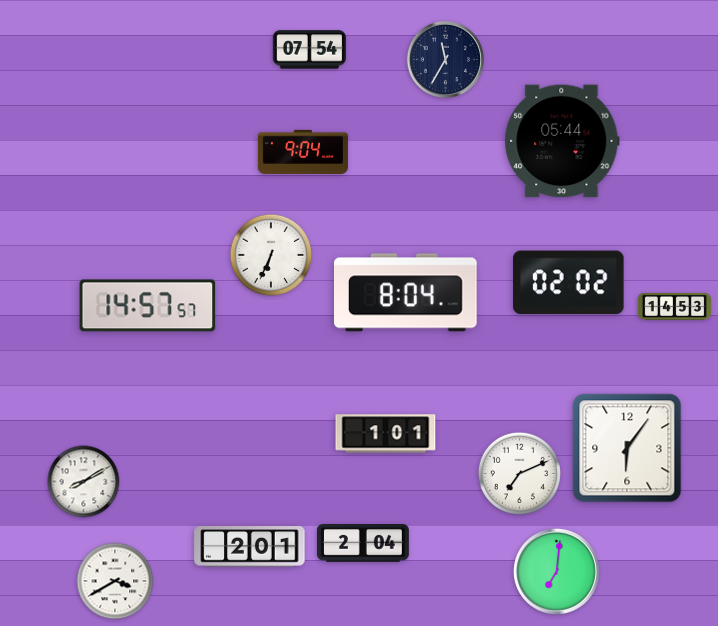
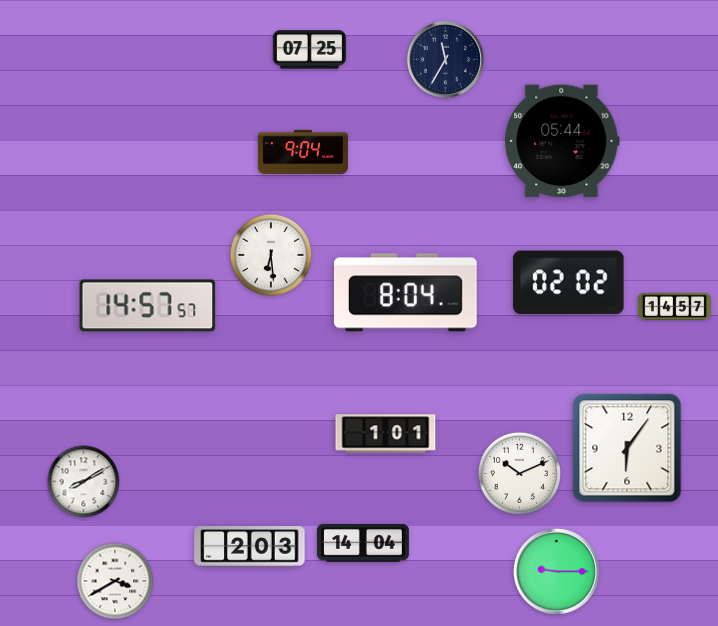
clock at (309, 50): 07:54 -> 07:25
clock at (270, 254): 6:34 -> 6:29
clock at (674, 306): 14:53 -> 14:57
clock at (519, 473): 7:11 -> 10:11
clock at (363, 544): 2:04 -> 14:04
clock at (250, 547): 2:01 -> 2:03
clock at (556, 571): 7:01 -> 9:15
